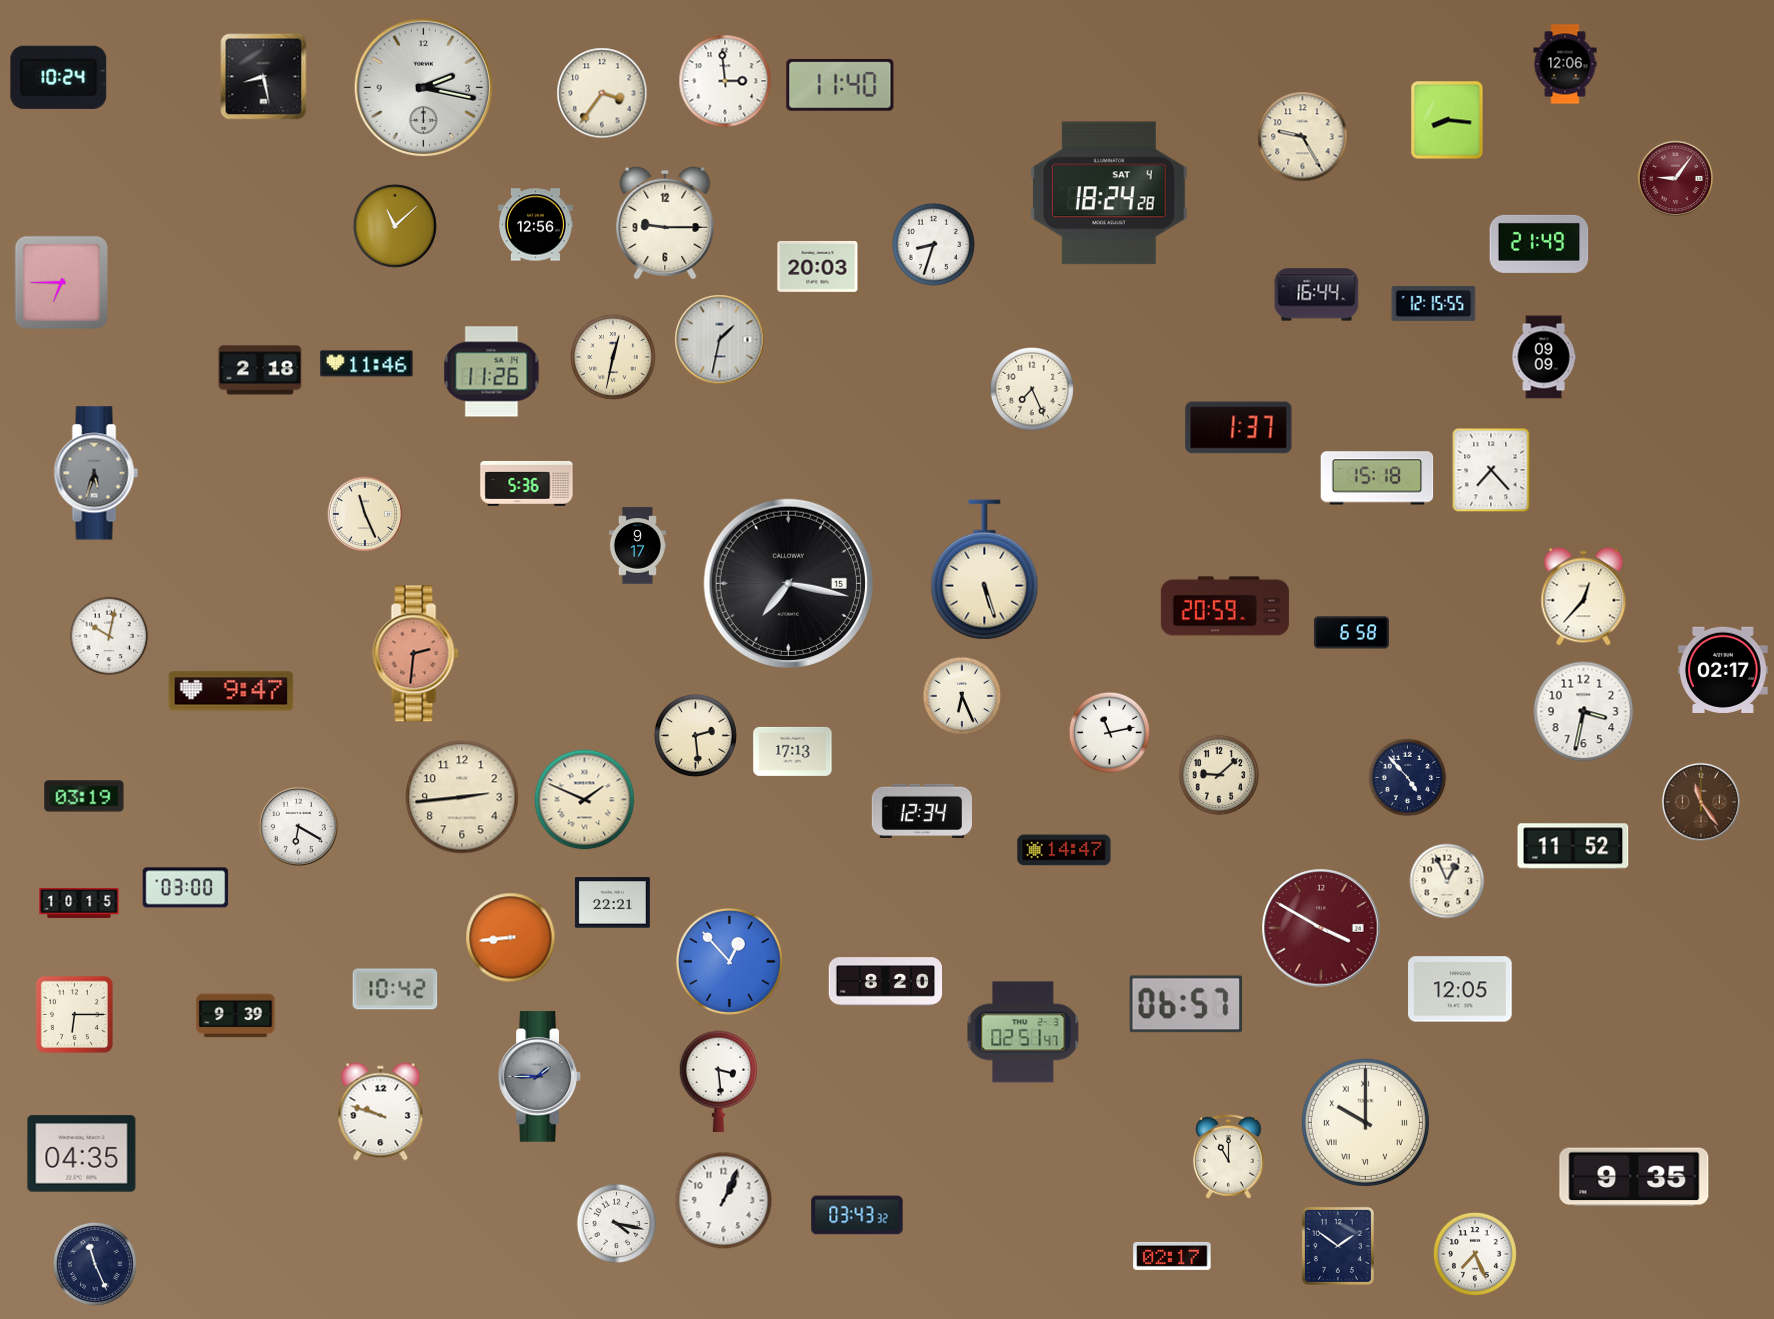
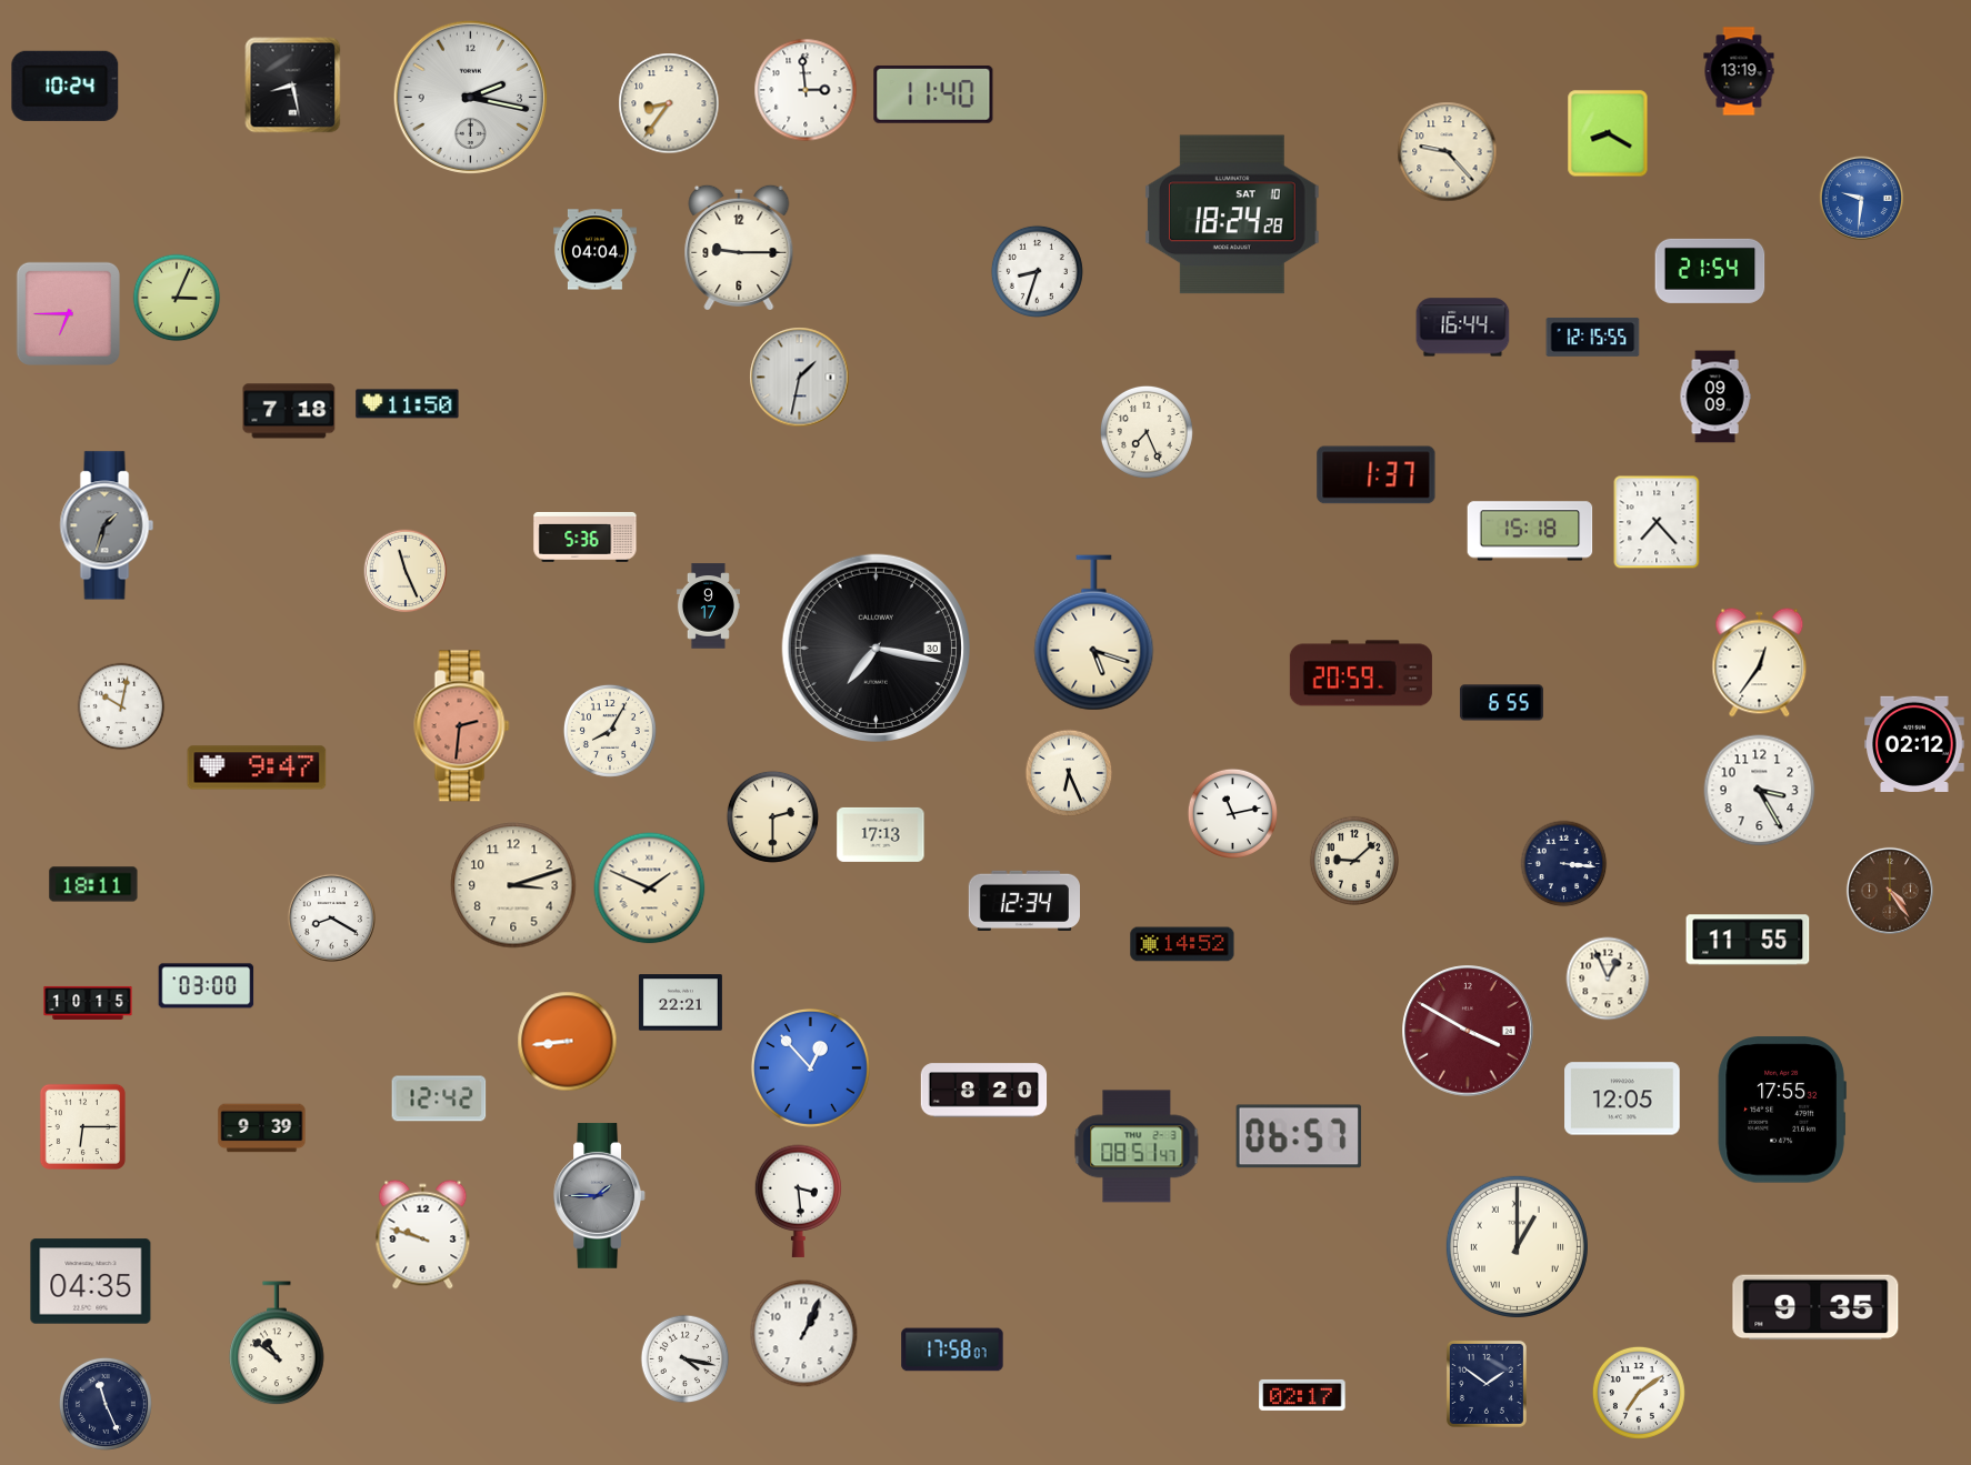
clock at (1565, 64): 12:06 -> 13:19
clock at (602, 93): 3:36 -> 8:36
clock at (1447, 120): 8:16 -> 8:20
clock at (1303, 137): 9:25 -> 9:23
clock at (1676, 179): 9:06 -> 9:31
clock at (1676, 179) dial: burgundy -> blue
clock at (1109, 193) date: SAT 4 -> SAT 10
clock at (535, 225): 12:56 -> 04:04
clock at (395, 226): 11:08 -> none
clock at (1539, 244): 21:49 -> 21:54
clock at (818, 266): 20:03 -> none
clock at (177, 298): none -> 3:04
clock at (613, 357): 12:32 -> none
clock at (367, 364): 11:46 -> 11:50
clock at (260, 370): 2:18 -> 7:18
clock at (492, 372): 11:26 -> none
clock at (96, 473): 5:33 -> 1:33
clock at (985, 570): 5:27 -> 5:18
clock at (788, 583) date: 15 -> 30
clock at (1584, 597): 12:37 -> 12:36
clock at (1351, 633): 6:58 -> 6:55
clock at (610, 731): none -> 8:05
clock at (1723, 670): 02:17 -> 02:12
clock at (1584, 712): 3:32 -> 3:25
clock at (695, 735): 2:29 -> 2:30
clock at (1408, 778): 4:53 -> 3:16
clock at (84, 796): 03:19 -> 18:11
clock at (462, 797): 2:44 -> 3:12
clock at (1701, 802): 11:24 -> 4:24
clock at (298, 826): 6:20 -> 8:20
clock at (1573, 846): 11:52 -> 11:55
clock at (1064, 850): 14:47 -> 14:52
clock at (395, 989): 10:42 -> 12:42
clock at (1782, 1110): none -> 17:55
clock at (1186, 1004) position: (1186, 1004) -> (1299, 1136)
clock at (1023, 1032): 02:51 -> 08:51
clock at (1365, 1122): 10:00 -> 1:00
clock at (1229, 1157): 11:00 -> none
clock at (277, 1344): none -> 10:51
clock at (857, 1215): 03:43 -> 17:58
clock at (1475, 1254): 7:26 -> 7:09
